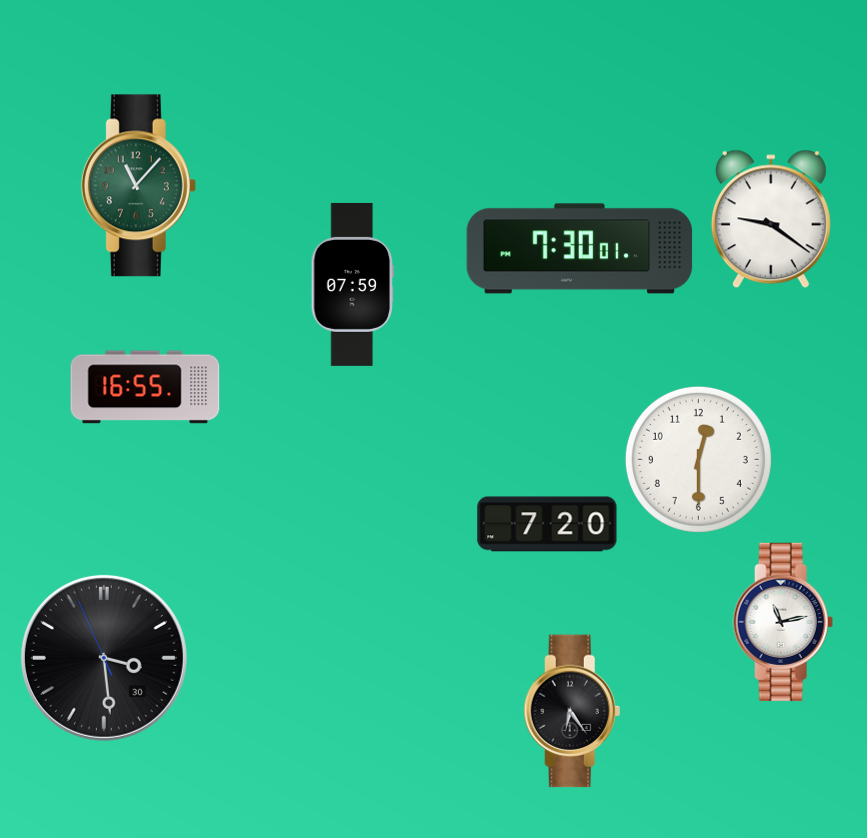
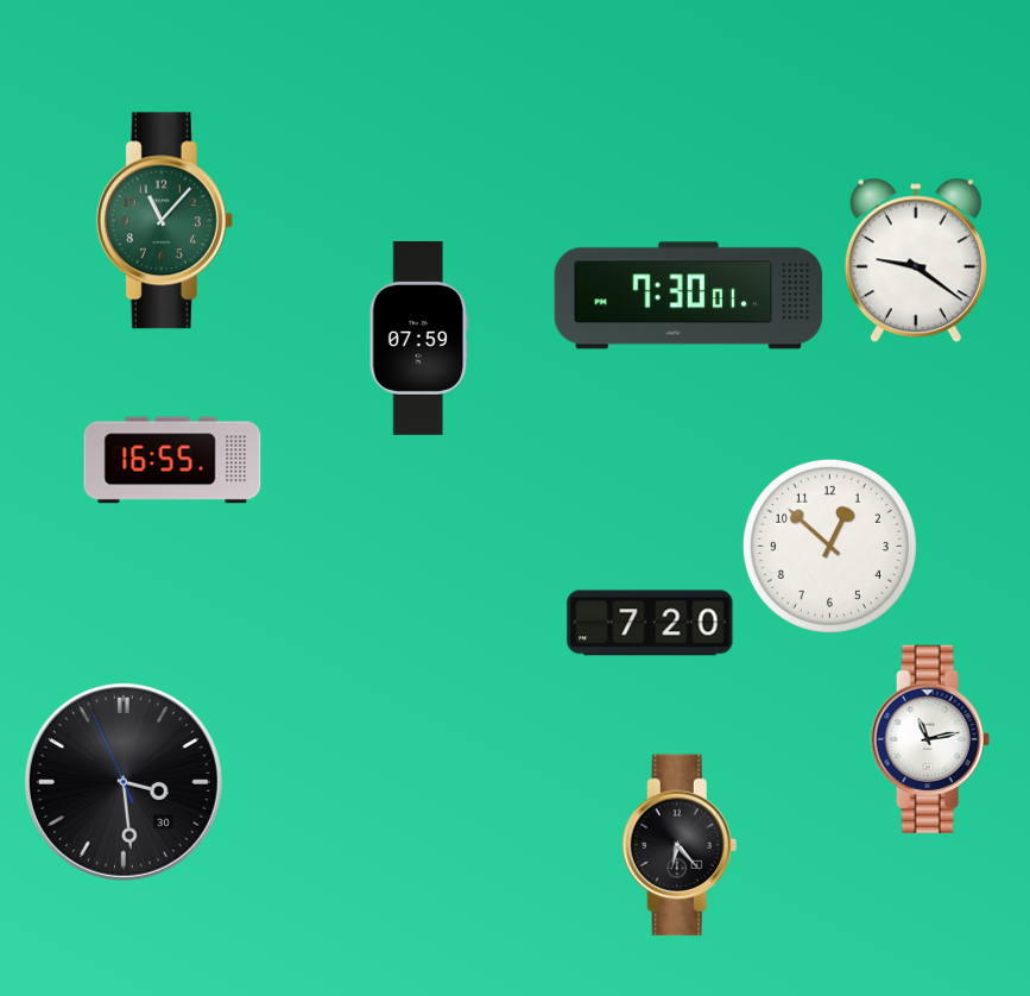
clock at (698, 459): 12:30 -> 12:52
clock at (572, 711): 6:24 -> 6:23
